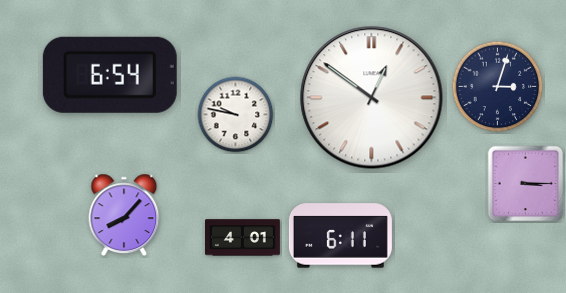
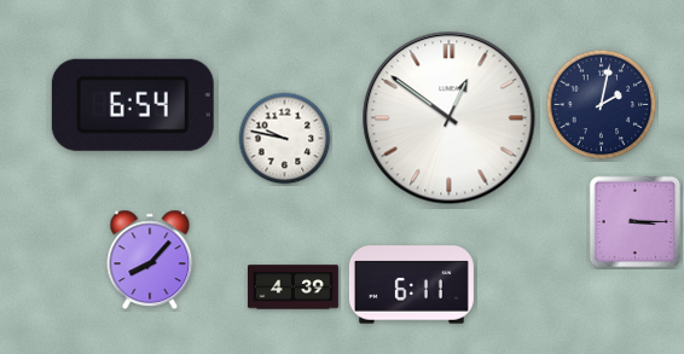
clock at (110, 75) position: (110, 75) -> (133, 105)
clock at (498, 87): 3:03 -> 2:02
clock at (243, 238): 4:01 -> 4:39
